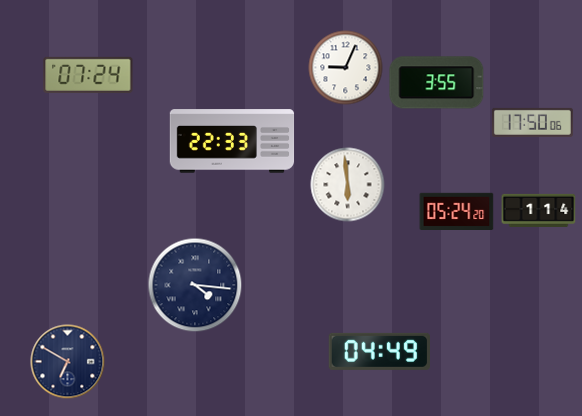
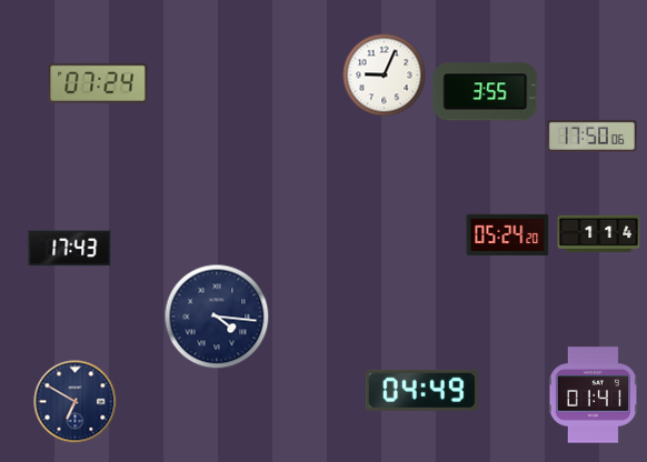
clock at (232, 141): 22:33 -> none
clock at (348, 185): 5:59 -> none
clock at (70, 249): none -> 17:43
clock at (593, 395): none -> 01:41
